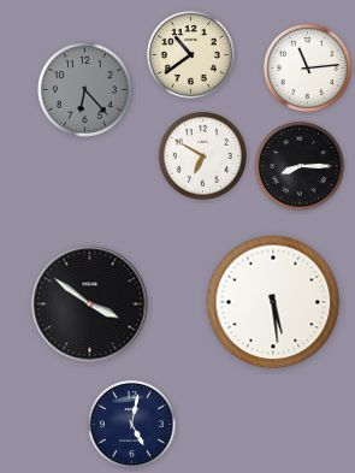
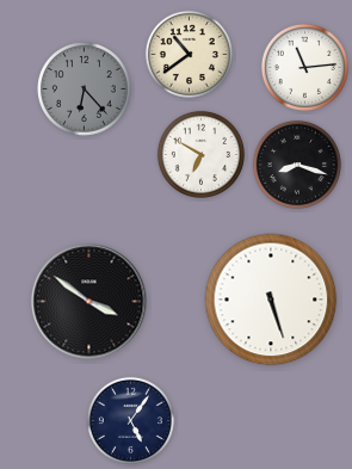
clock at (300, 166): 8:15 -> 8:18
clock at (273, 302): 5:29 -> 5:27
clock at (131, 424): 5:02 -> 5:06
